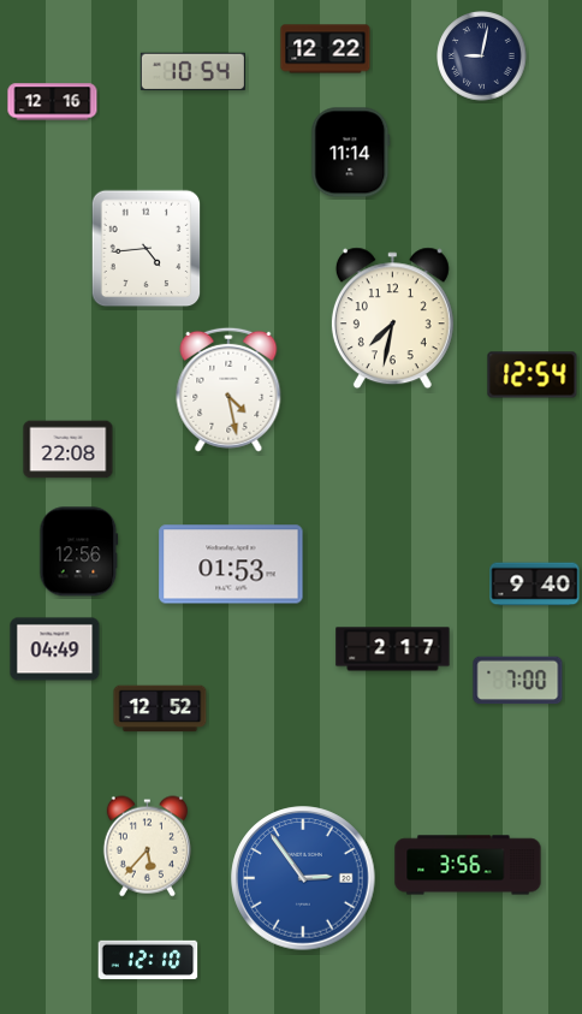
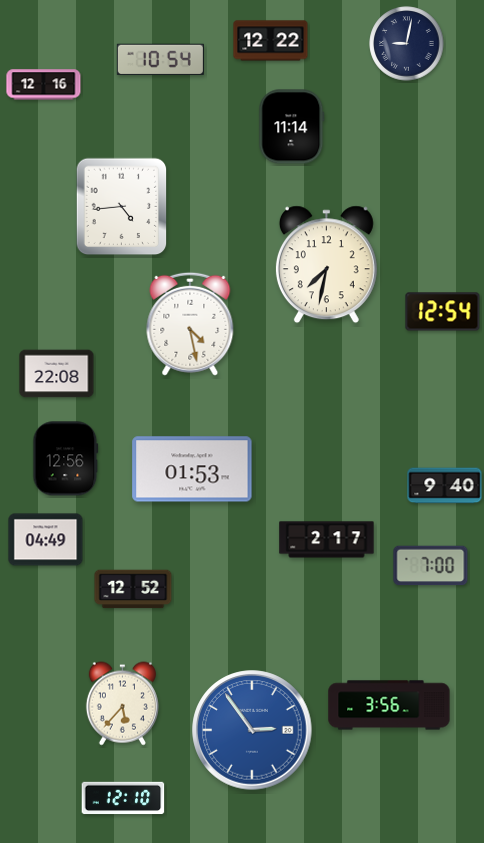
clock at (482, 57) position: (482, 57) -> (407, 44)
clock at (468, 865) position: (468, 865) -> (389, 705)
